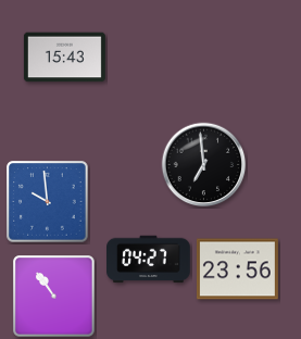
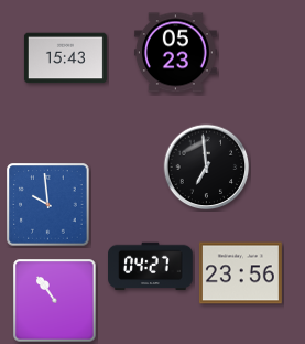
clock at (175, 53): none -> 05:23
clock at (149, 260) position: (149, 260) -> (151, 267)
